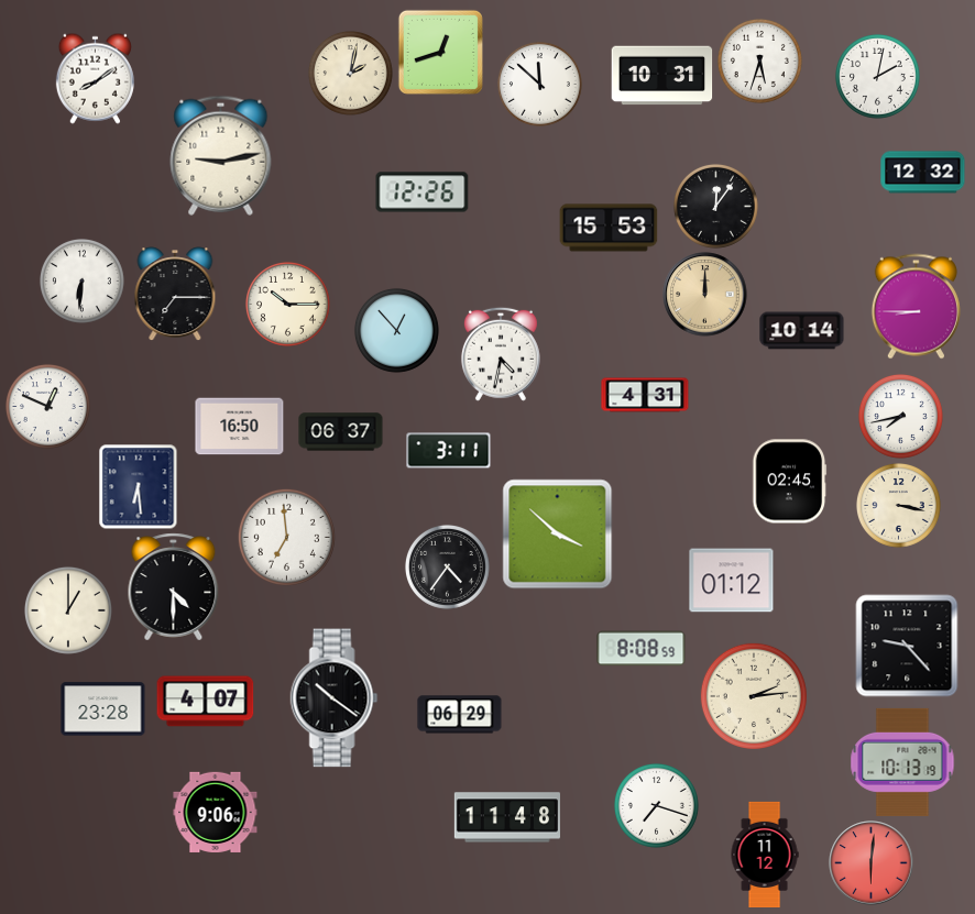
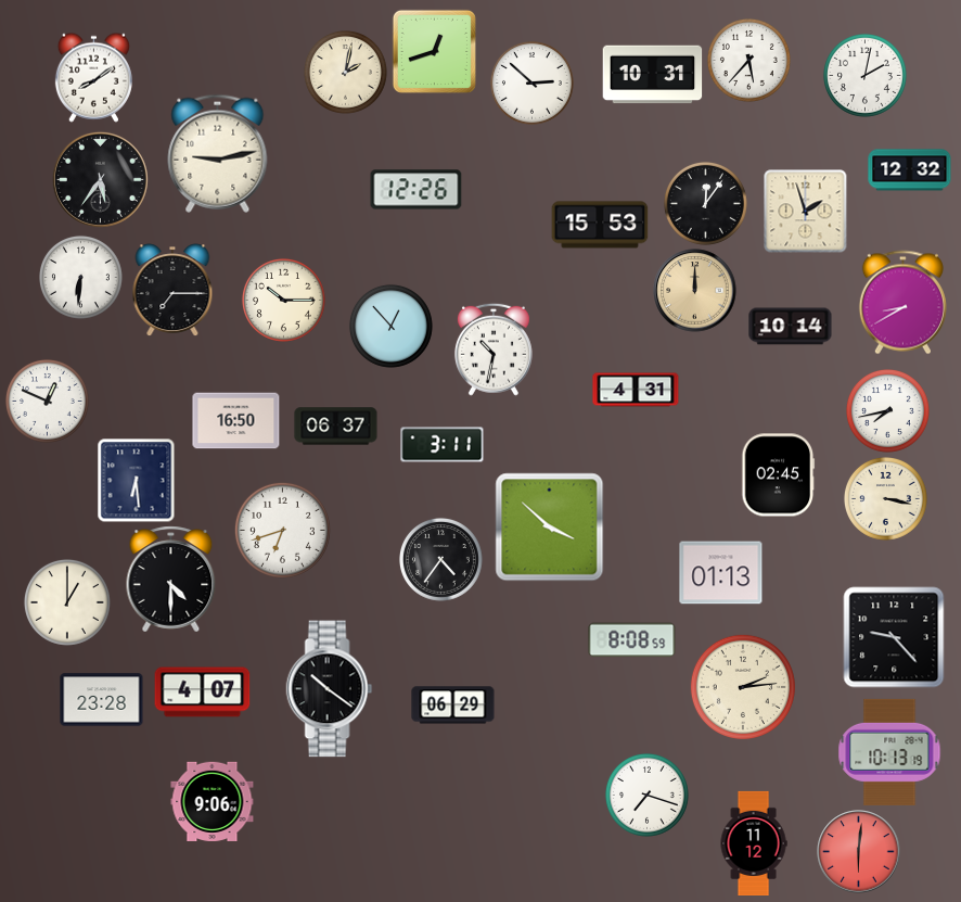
clock at (759, 60): 5:33 -> 5:37
clock at (539, 84): 11:52 -> 2:52
clock at (100, 179): none -> 5:36
clock at (806, 212): none -> 1:57
clock at (916, 307): 8:45 -> 8:40
clock at (501, 354): 4:32 -> 10:32
clock at (286, 537): 6:59 -> 6:42
clock at (732, 581): 01:12 -> 01:13
clock at (507, 817): 11:48 -> none
